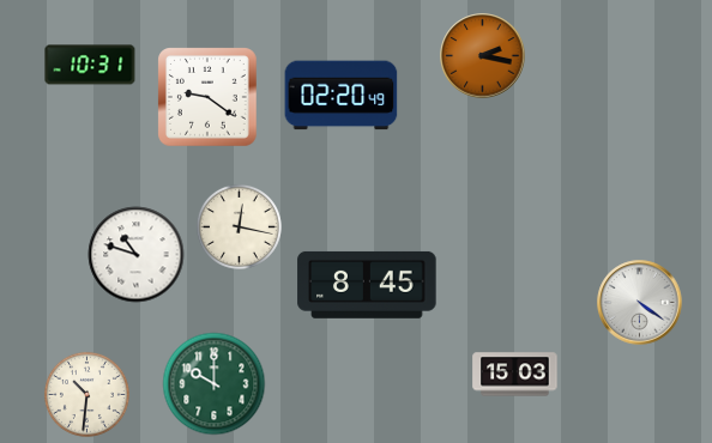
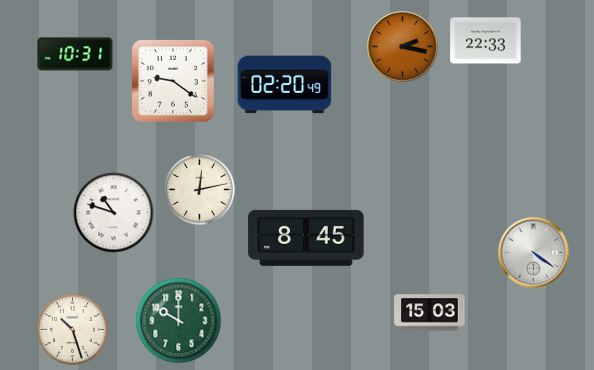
clock at (486, 41): none -> 22:33
clock at (342, 96) position: (342, 96) -> (285, 85)
clock at (239, 226): 12:17 -> 12:13
clock at (86, 394): 10:31 -> 10:27
